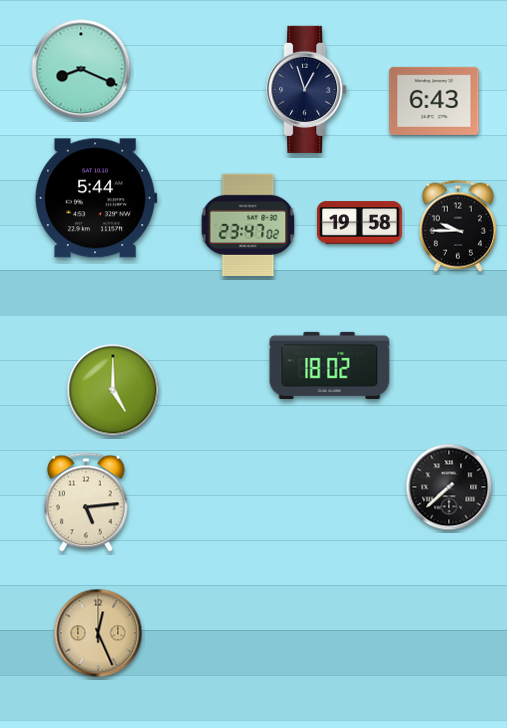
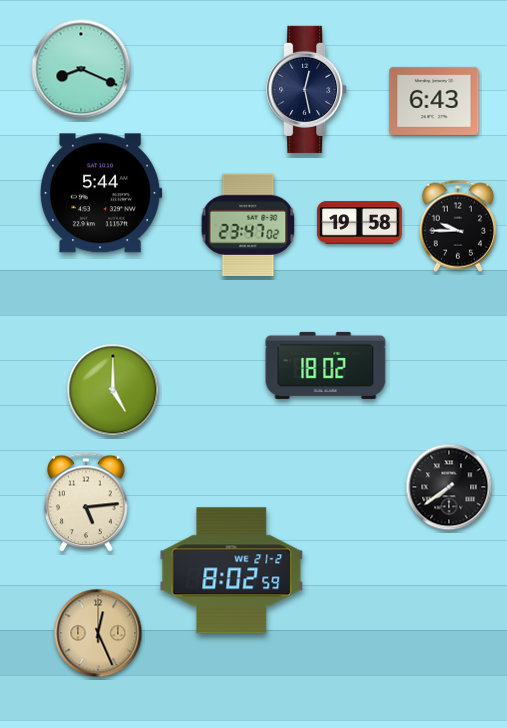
clock at (307, 89): 12:57 -> 12:28
clock at (96, 198) position: (96, 198) -> (101, 193)
clock at (330, 365) position: (330, 365) -> (326, 365)
clock at (449, 487): 7:38 -> 7:39
clock at (232, 571): none -> 8:02
